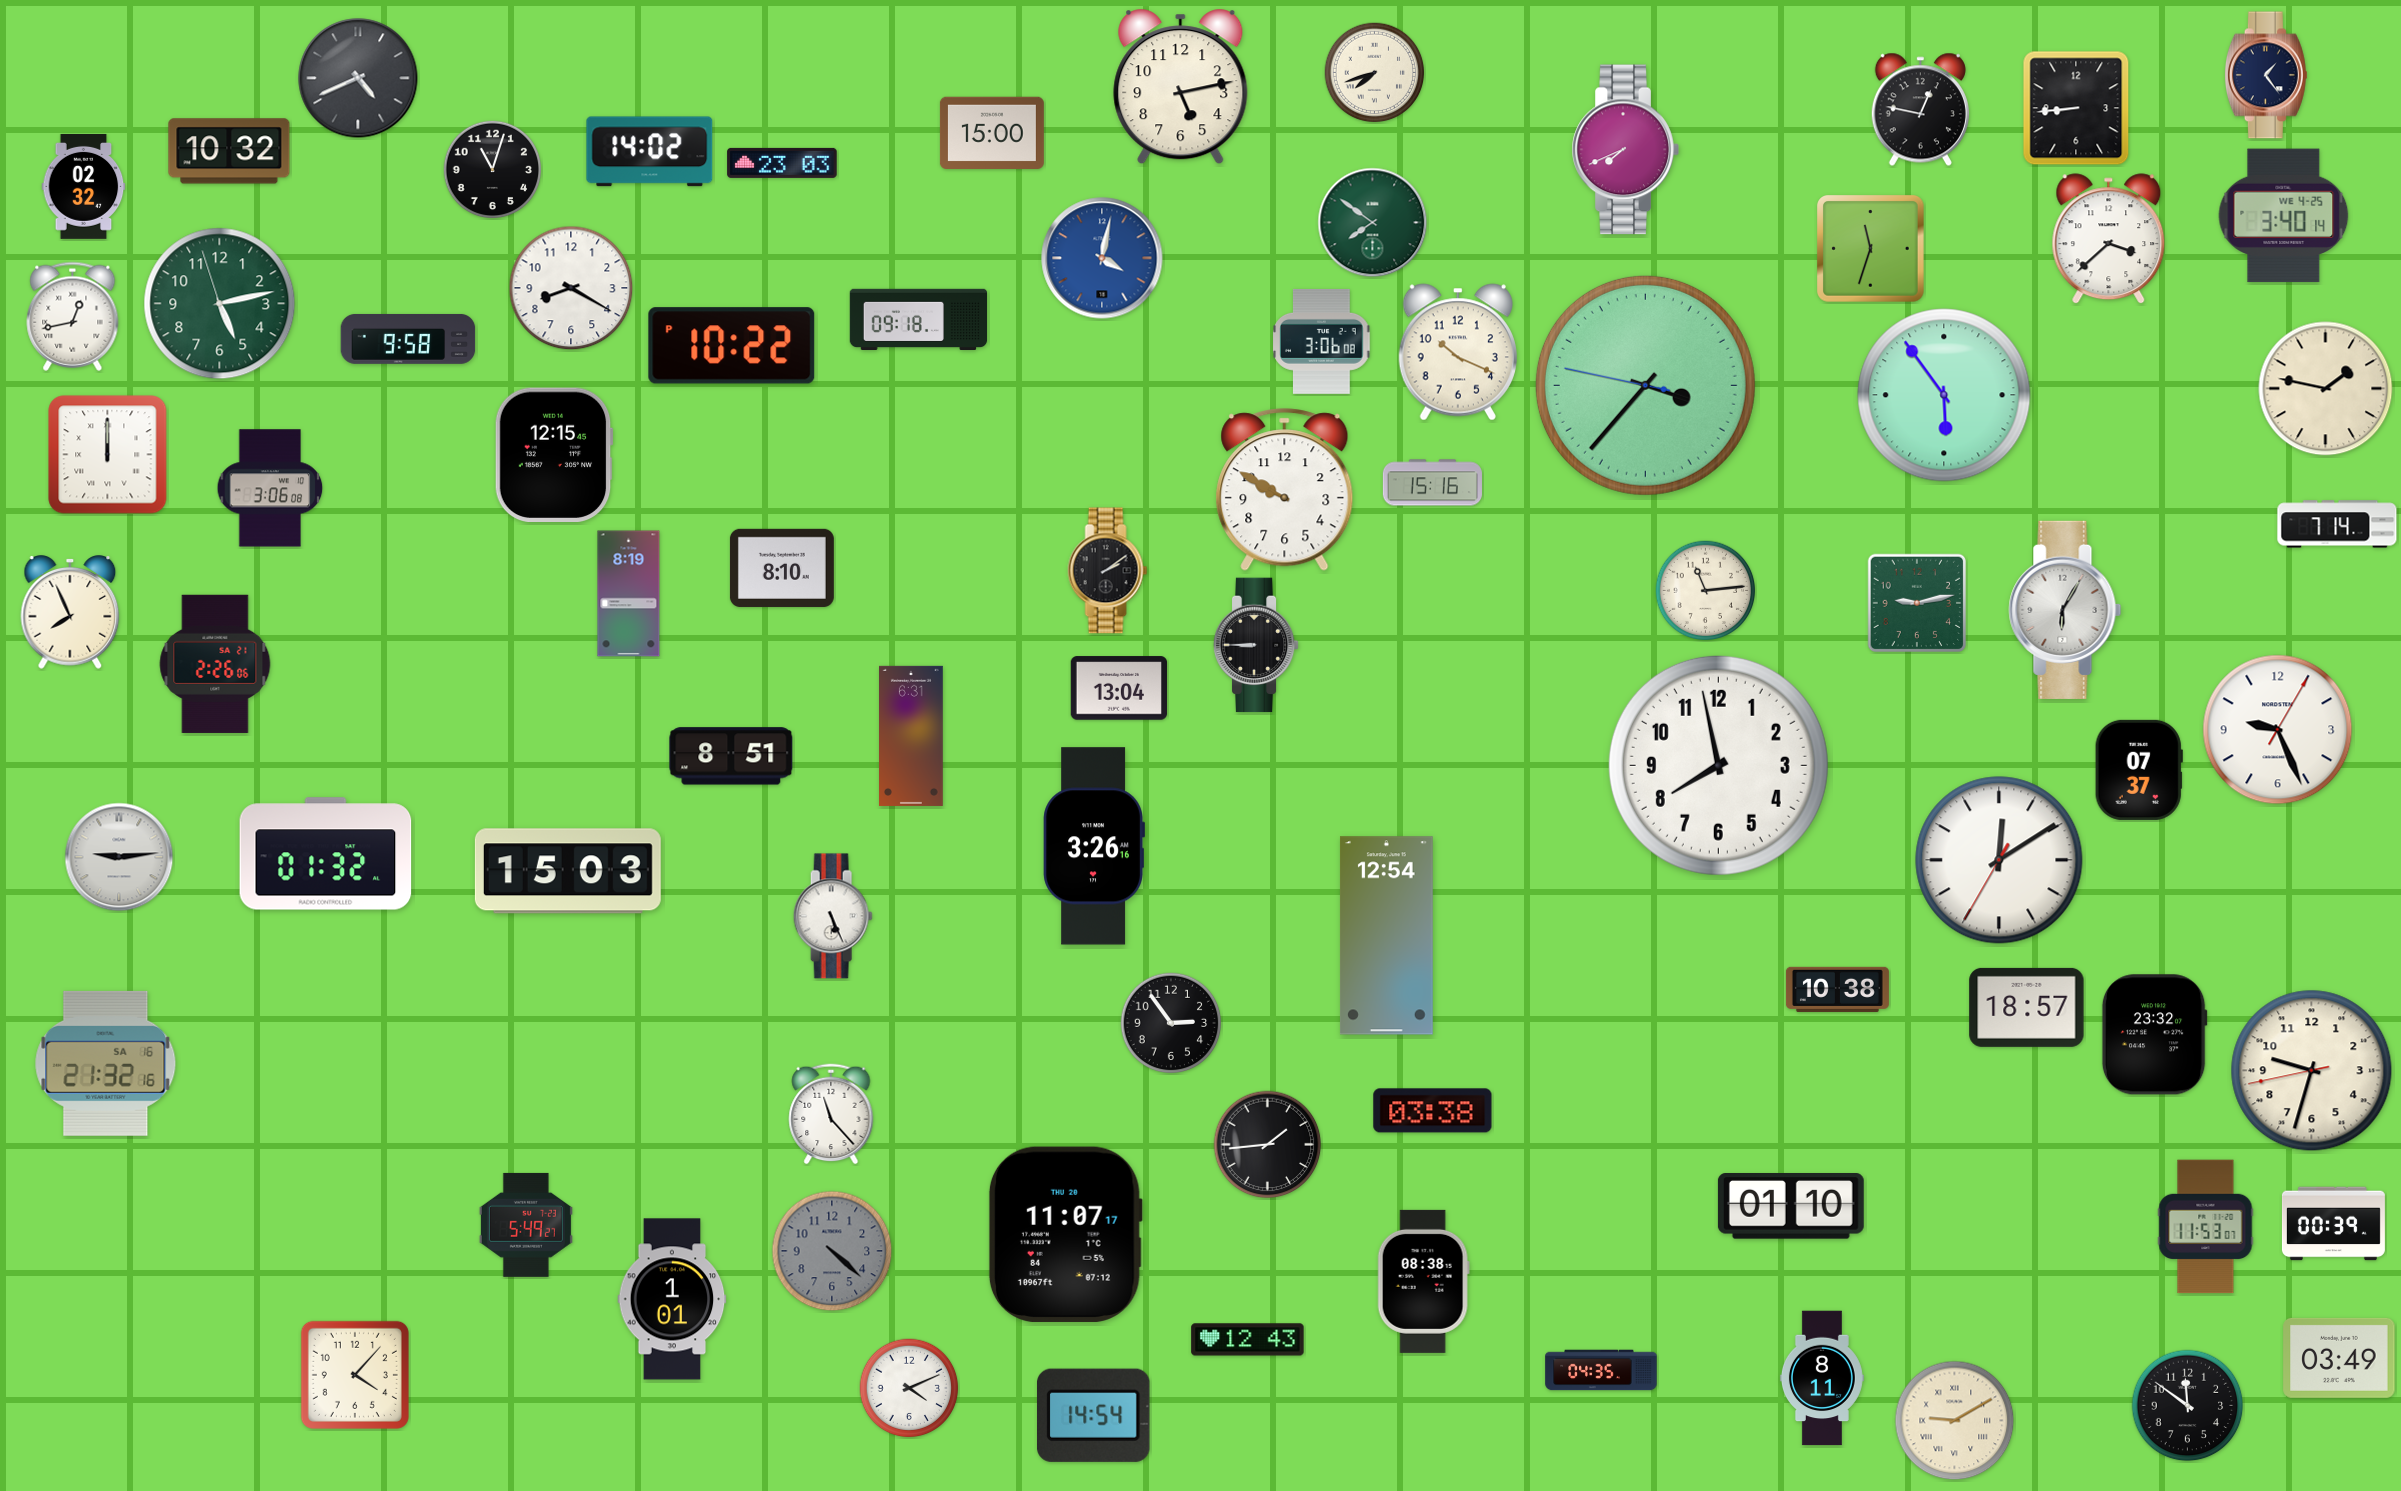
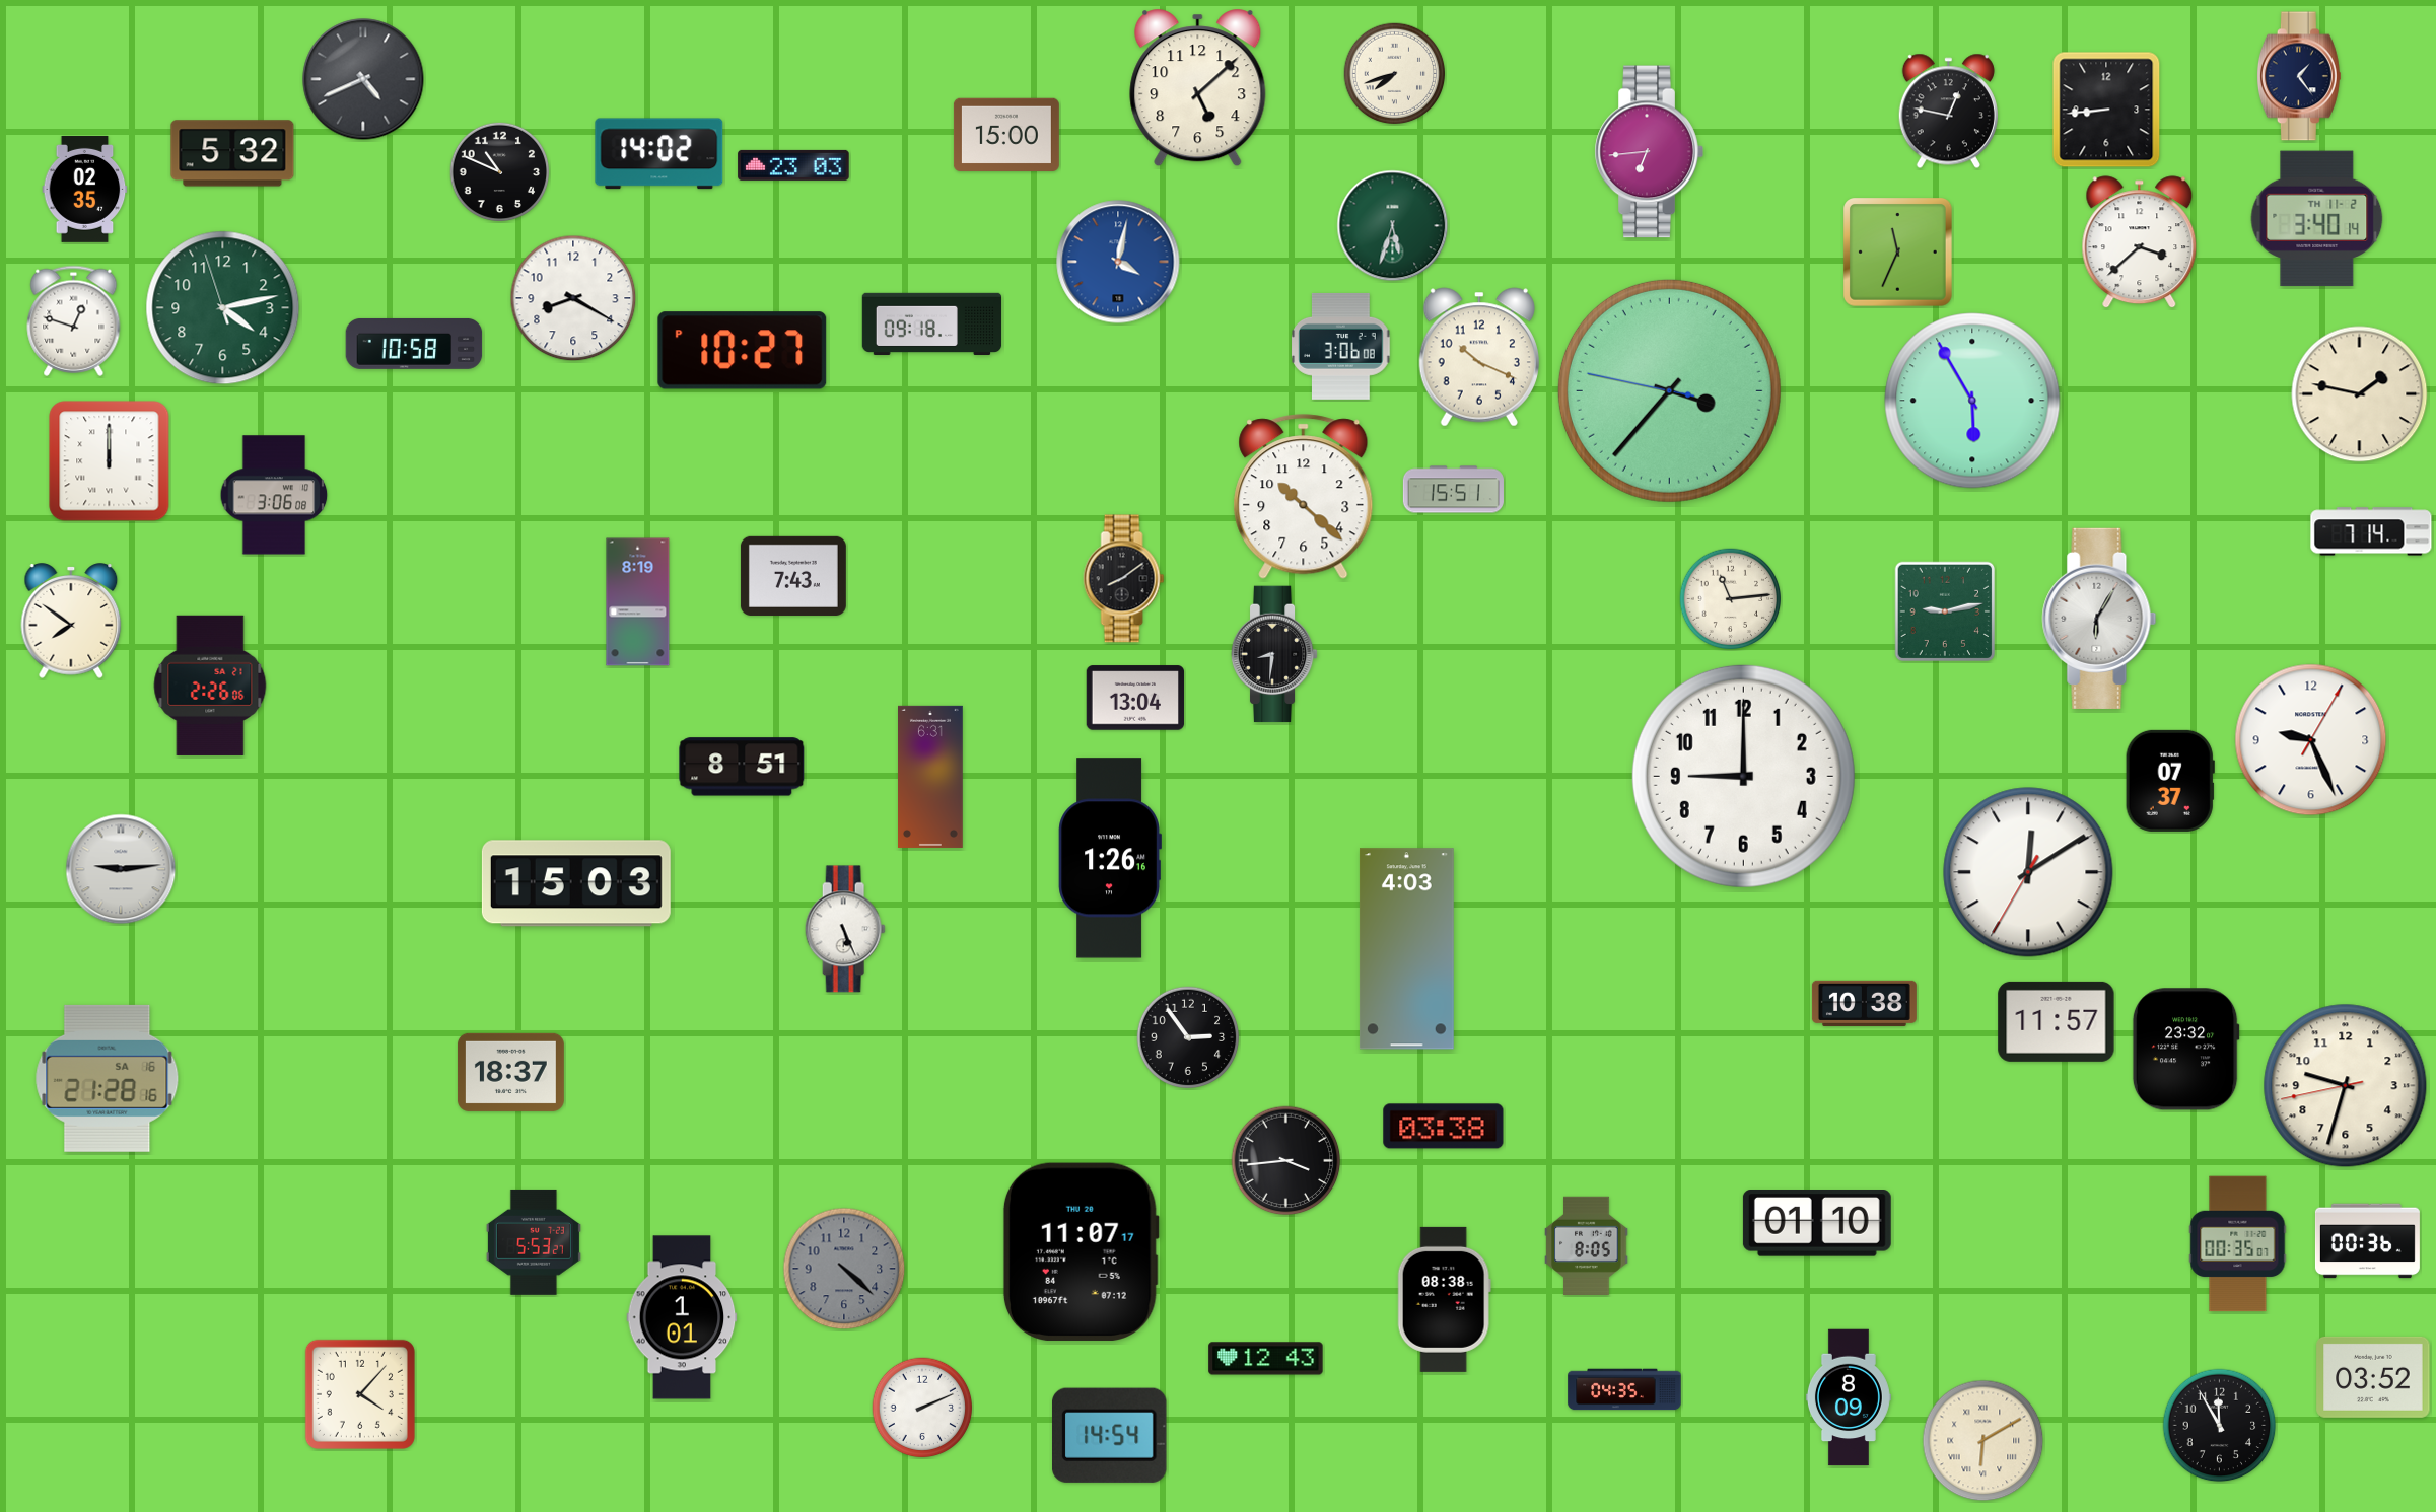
clock at (1181, 87): 5:13 -> 5:08
clock at (1625, 150): 7:41 -> 6:44
clock at (229, 151): 10:32 -> 5:32
clock at (493, 170): 11:03 -> 10:49
clock at (84, 186): 02:32 -> 02:35
clock at (2284, 216) date: WE 4-25 -> TH 11-2
clock at (1373, 223): 7:51 -> 5:33
clock at (1871, 249): 11:33 -> 11:34
clock at (571, 288) position: (571, 288) -> (573, 298)
clock at (220, 304): 5:12 -> 4:12
clock at (73, 316): 12:43 -> 12:48
clock at (408, 339): 9:58 -> 10:58
clock at (732, 346): 10:22 -> 10:27
clock at (1944, 395): 5:54 -> 5:55
clock at (554, 454): 12:15 -> none
clock at (1432, 483): 15:16 -> 15:51
clock at (1285, 490): 9:50 -> 10:22
clock at (782, 568): 8:10 -> 7:43
clock at (1108, 571): 2:09 -> 8:09
clock at (2065, 610) position: (2065, 610) -> (2099, 619)
clock at (70, 612): 7:56 -> 7:51
clock at (1256, 645): 8:45 -> 8:31
clock at (215, 664) position: (215, 664) -> (210, 686)
clock at (912, 736) position: (912, 736) -> (931, 777)
clock at (1718, 765): 7:58 -> 9:00
clock at (1094, 846): 3:26 -> 1:26
clock at (326, 854): 01:32 -> none
clock at (1386, 936): 12:54 -> 4:03
clock at (2027, 1007): 18:57 -> 11:57
clock at (510, 1072): none -> 18:37
clock at (106, 1063): 21:32 -> 21:28
clock at (1433, 1111) position: (1433, 1111) -> (1444, 1127)
clock at (831, 1114): 11:23 -> none
clock at (1268, 1145): 1:44 -> 3:44
clock at (2333, 1224): 00:39 -> 00:36
clock at (526, 1225): 5:49 -> 5:53
clock at (2206, 1227): 11:53 -> 00:35
clock at (1587, 1245): none -> 8:05
clock at (2339, 1358): 03:49 -> 03:52
clock at (1822, 1378): 8:11 -> 8:09
clock at (909, 1388): 4:11 -> 2:11
clock at (2188, 1406): 11:51 -> 11:55
clock at (1955, 1421): 9:10 -> 6:10
